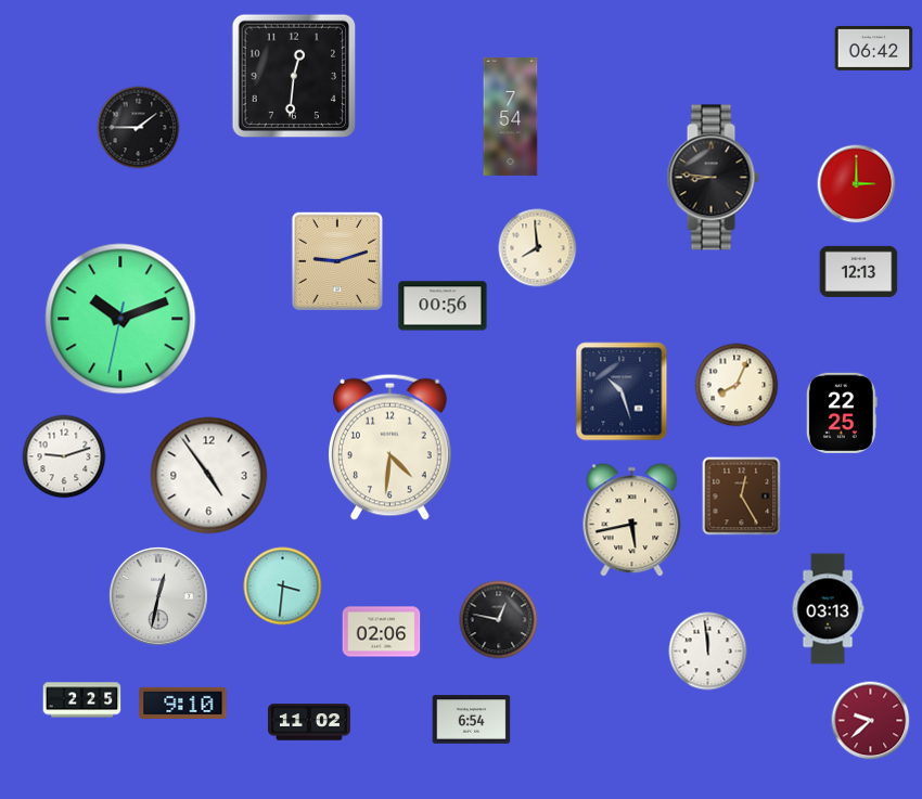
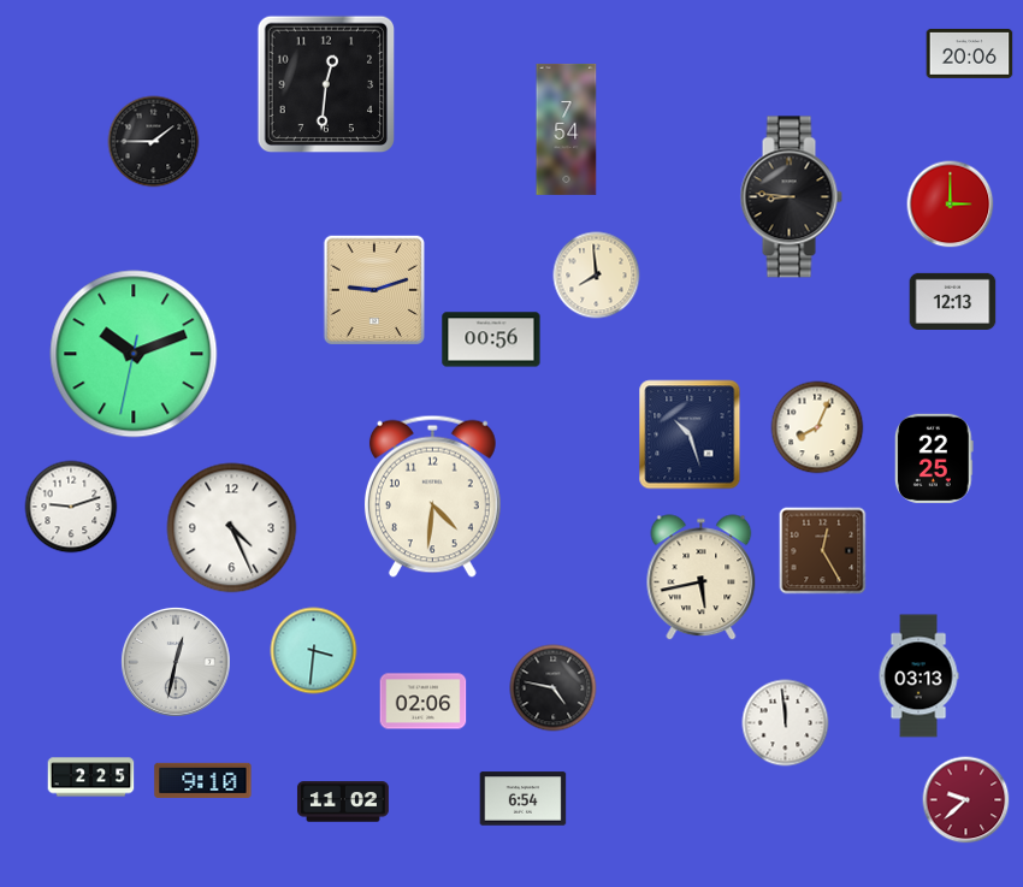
clock at (874, 48): 06:42 -> 20:06
clock at (209, 476): 4:54 -> 4:26
clock at (499, 620): 12:47 -> 4:47
